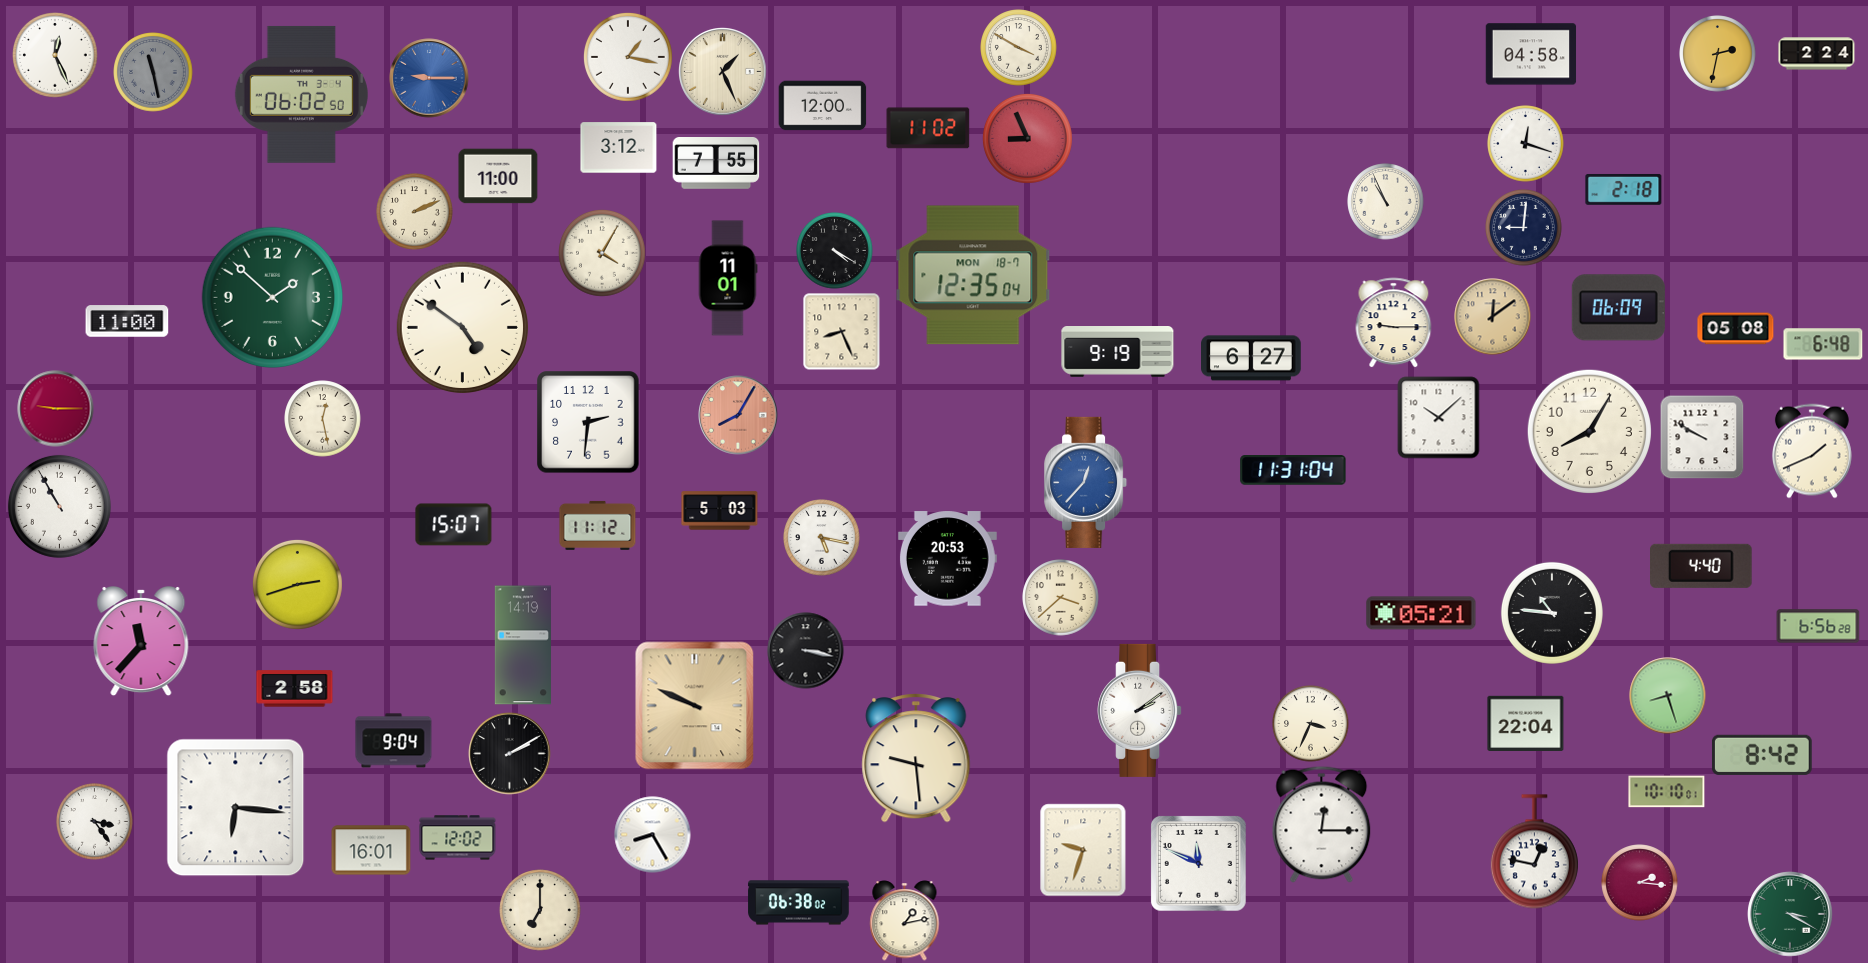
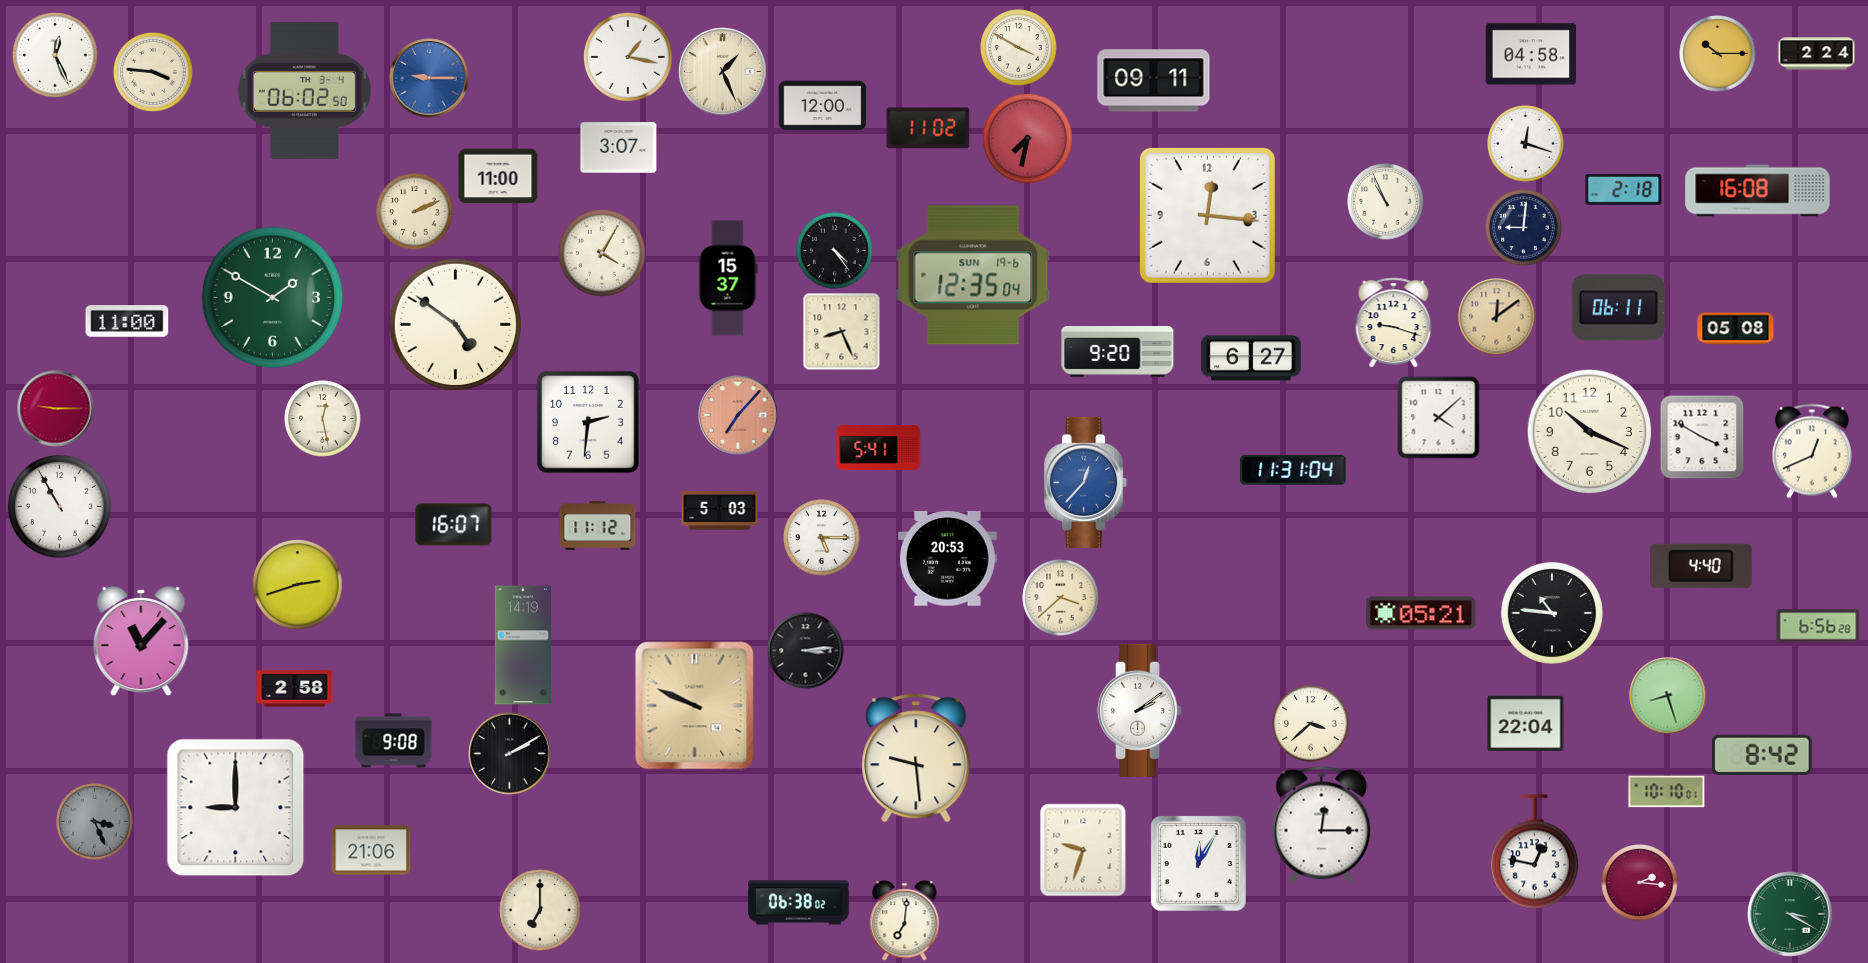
clock at (1718, 54): 2:32 -> 10:15
clock at (153, 72): 11:28 -> 3:46
clock at (153, 72) dial: grey -> cream
clock at (1154, 81): none -> 09:11
clock at (301, 94) position: (301, 94) -> (304, 90)
clock at (1027, 138): 8:56 -> 7:32
clock at (619, 148): 3:12 -> 3:07
clock at (716, 164): 7:55 -> none
clock at (1758, 191): none -> 16:08
clock at (1207, 215): none -> 12:16
clock at (835, 251): 4:20 -> 4:24
clock at (973, 275) date: MON 18-7 -> SUN 19-6
clock at (728, 278): 11:01 -> 15:37
clock at (273, 298): 1:52 -> 1:50
clock at (1618, 308): 06:09 -> 06:11
clock at (1493, 317) position: (1493, 317) -> (1497, 317)
clock at (1394, 323): 9:15 -> 9:18
clock at (462, 327) position: (462, 327) -> (455, 324)
clock at (1823, 344): 6:48 -> none
clock at (1118, 352): 9:19 -> 9:20
clock at (738, 415): 8:05 -> 7:07
clock at (1439, 418): 10:08 -> 4:08
clock at (1589, 431): 8:05 -> 10:19
clock at (1702, 437): 9:50 -> 3:50
clock at (879, 447): none -> 5:41
clock at (1812, 451): 1:41 -> 12:41
clock at (454, 525): 15:07 -> 16:07
clock at (822, 538): 5:17 -> 5:15
clock at (141, 642): 11:37 -> 11:07
clock at (806, 651): 3:17 -> 3:14
clock at (1311, 724): 3:34 -> 3:38
clock at (394, 741): 9:04 -> 9:08
clock at (236, 808): 6:16 -> 9:00
clock at (95, 822): 3:24 -> 3:26
clock at (95, 822) dial: white -> grey
clock at (653, 835): 8:25 -> none
clock at (458, 838): 12:02 -> none
clock at (371, 850): 16:01 -> 21:06
clock at (1199, 864): 11:49 -> 12:05
clock at (905, 921): 1:13 -> 7:01
